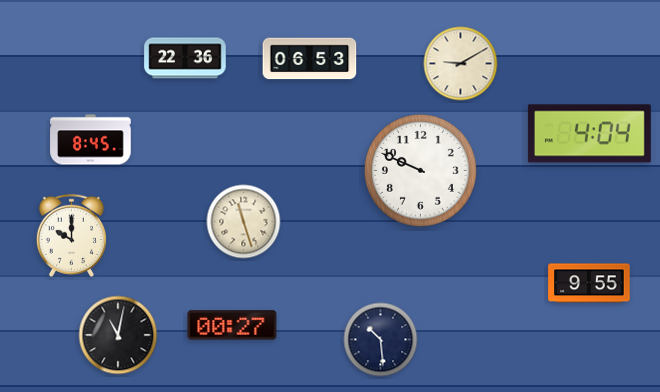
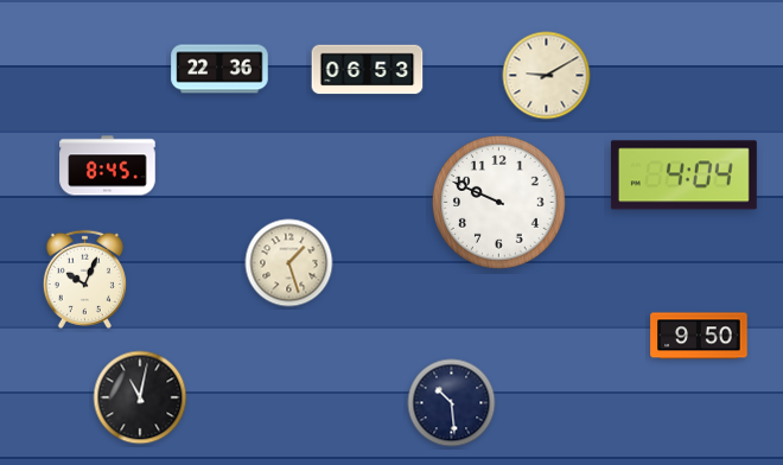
clock at (589, 134) position: (589, 134) -> (683, 176)
clock at (244, 222): 11:27 -> 1:27
clock at (71, 235): 10:00 -> 10:04
clock at (589, 283): 9:55 -> 9:50
clock at (232, 325): 00:27 -> none
